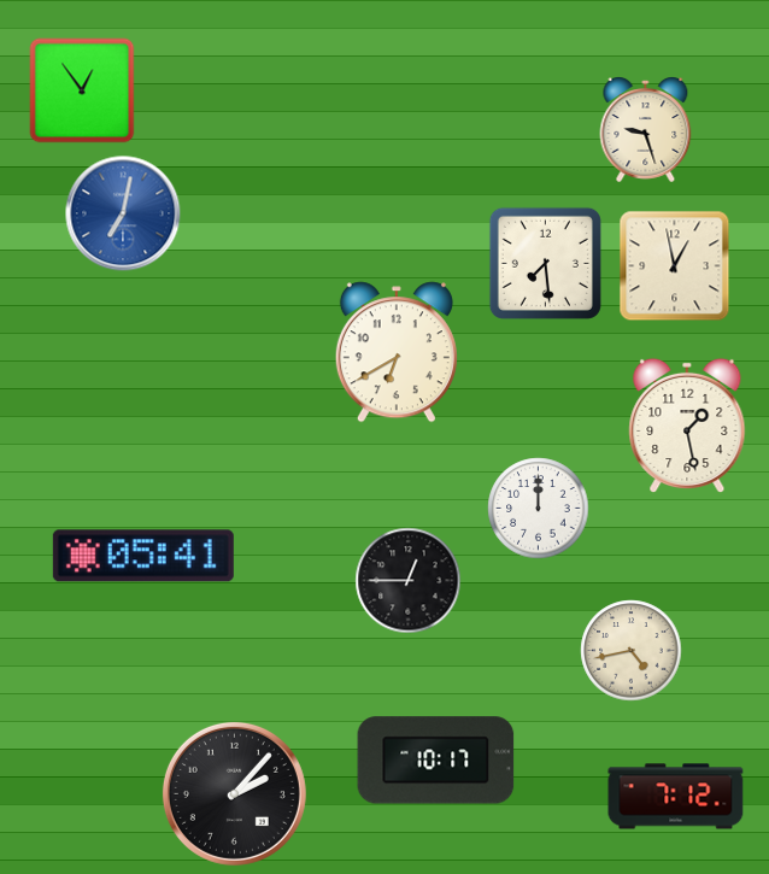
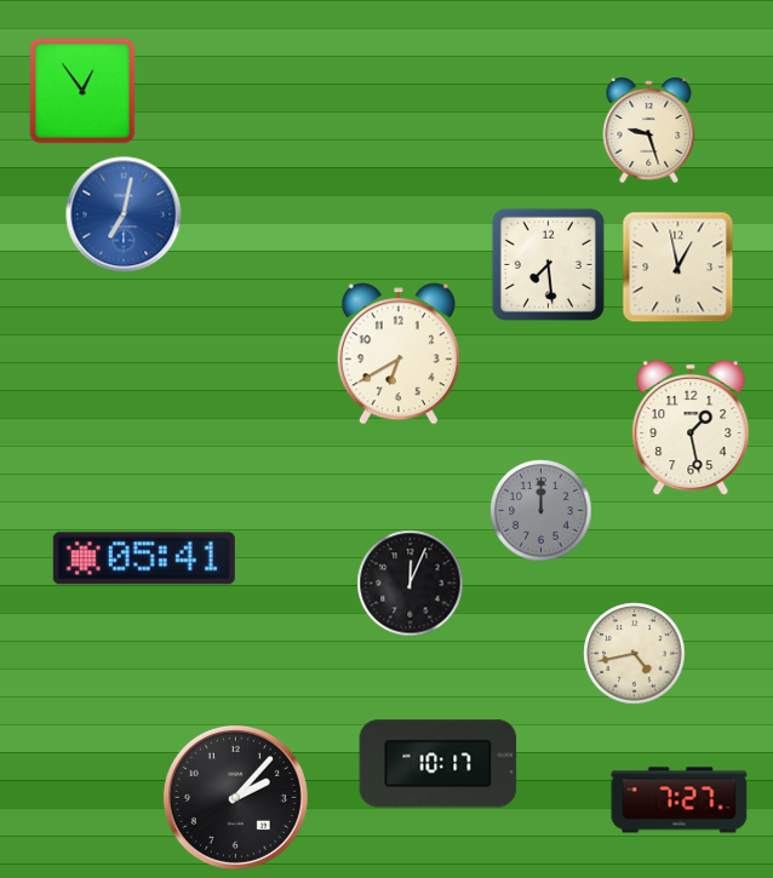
clock at (539, 509) dial: white -> grey
clock at (409, 581): 12:45 -> 12:04
clock at (676, 797): 7:12 -> 7:27
